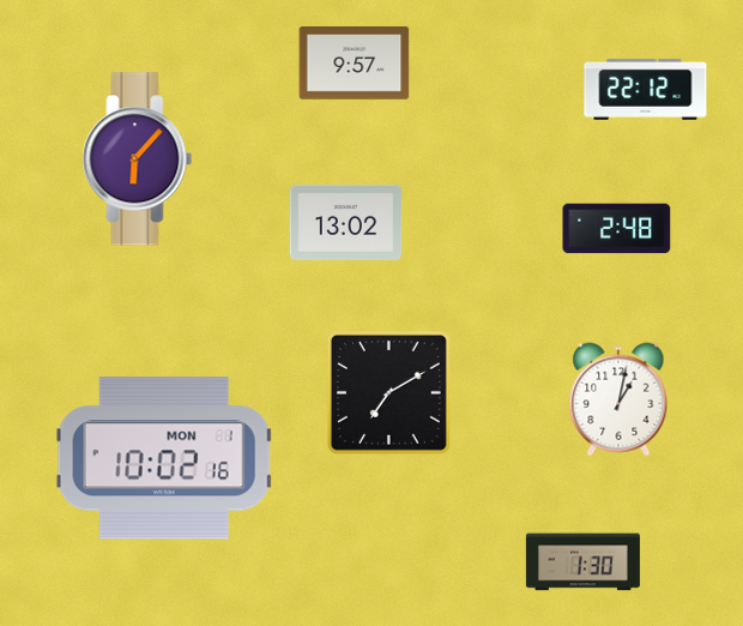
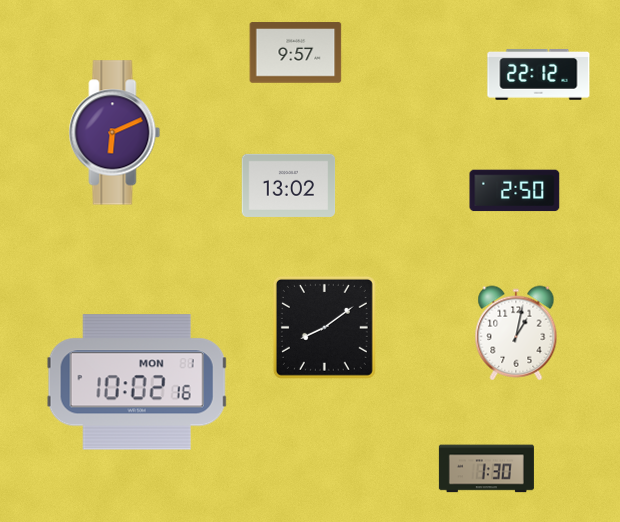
clock at (138, 159): 6:07 -> 6:11
clock at (617, 229): 2:48 -> 2:50
clock at (388, 392): 7:10 -> 8:09
